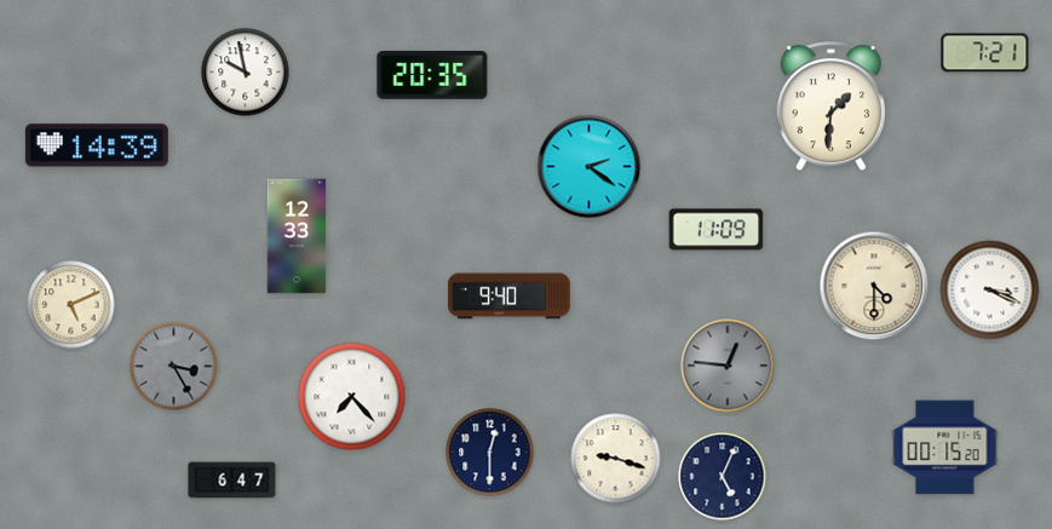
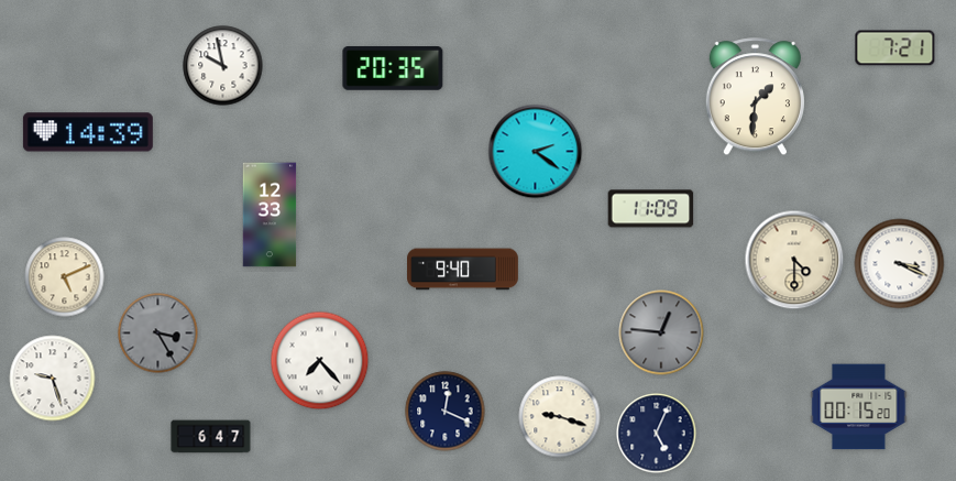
clock at (53, 379): none -> 9:27
clock at (490, 453): 12:30 -> 12:19
